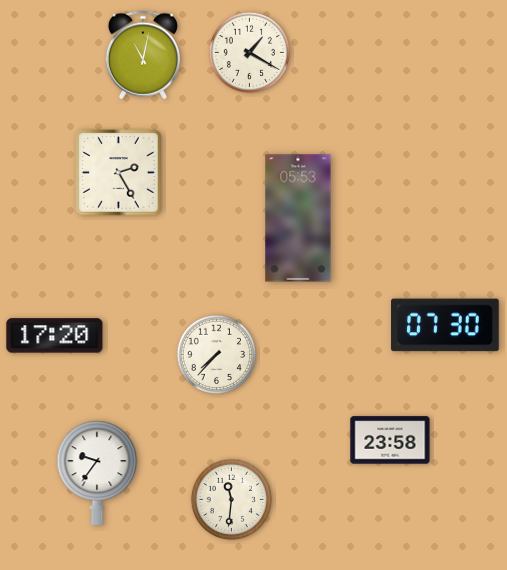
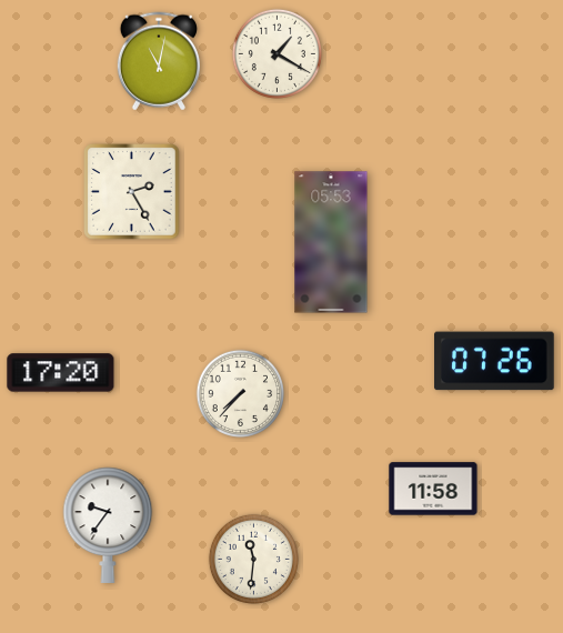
clock at (249, 52) position: (249, 52) -> (277, 53)
clock at (445, 325): 07:30 -> 07:26
clock at (390, 440): 23:58 -> 11:58
clock at (231, 499) position: (231, 499) -> (253, 559)
